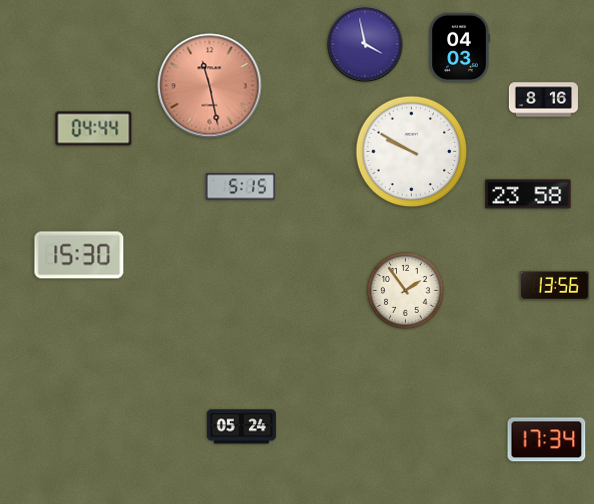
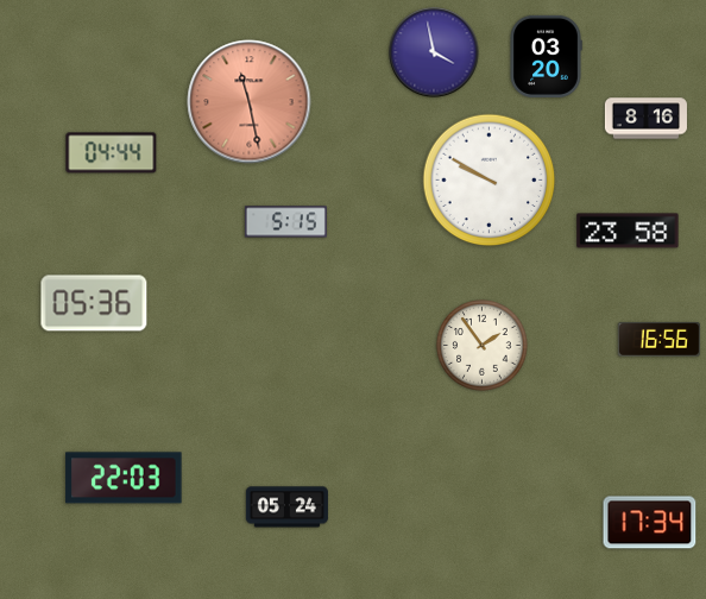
clock at (459, 47): 04:03 -> 03:20
clock at (79, 255): 15:30 -> 05:36
clock at (554, 285): 13:56 -> 16:56
clock at (124, 478): none -> 22:03
